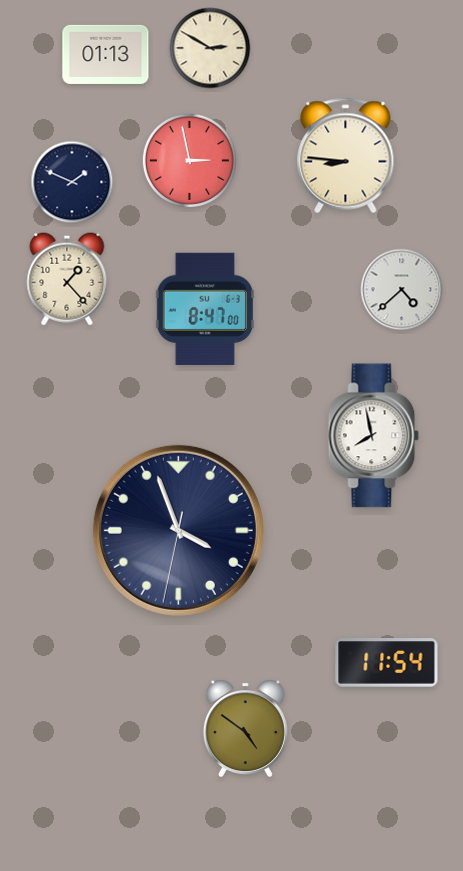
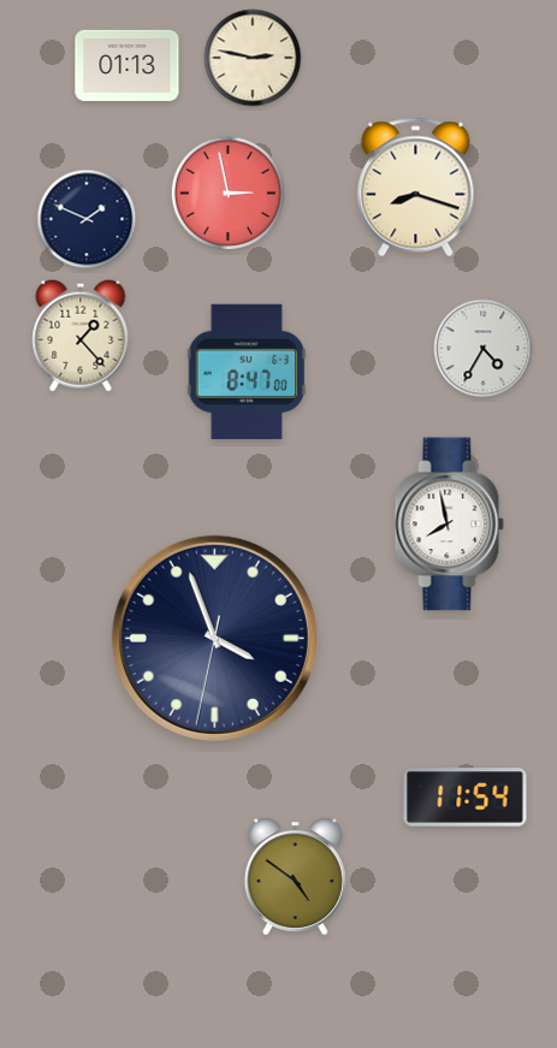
clock at (210, 48): 2:50 -> 2:47
clock at (346, 156): 8:46 -> 8:18
clock at (402, 290): 4:38 -> 4:35
